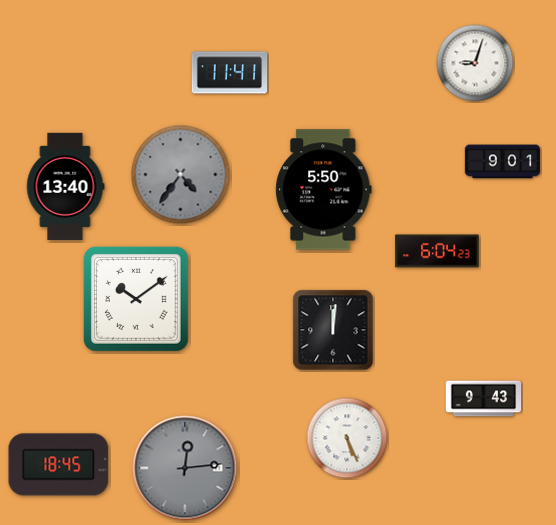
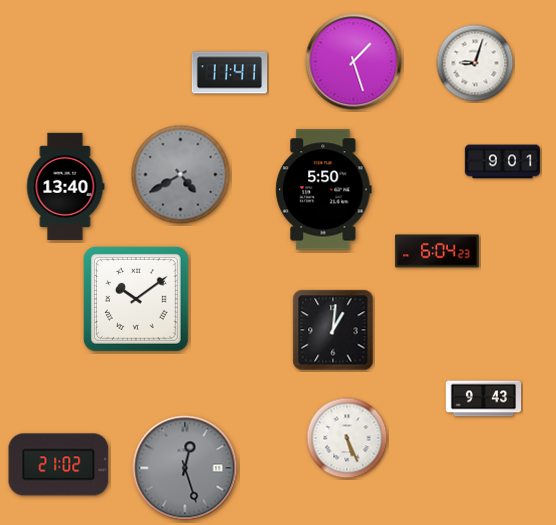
clock at (354, 62): none -> 1:27
clock at (181, 175): 4:36 -> 4:40
clock at (333, 330): 12:01 -> 1:01
clock at (59, 465): 18:45 -> 21:02
clock at (185, 468): 12:14 -> 12:27
